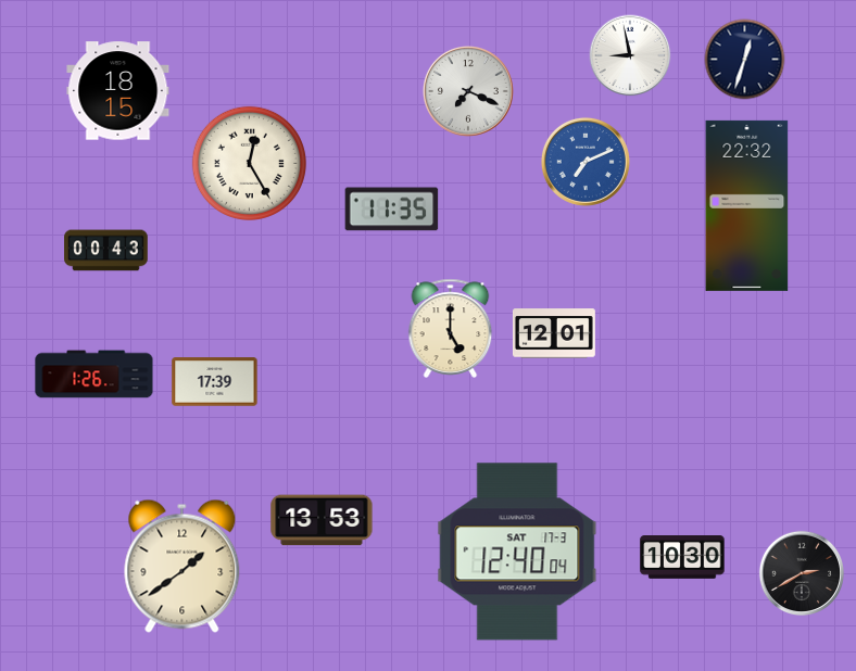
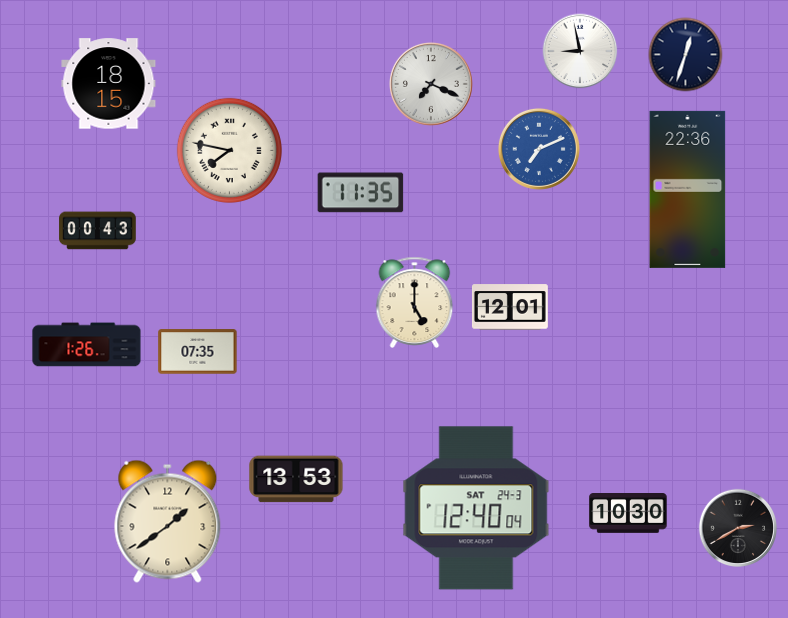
clock at (249, 163): 12:25 -> 7:47
clock at (747, 205): 22:32 -> 22:36
clock at (215, 382): 17:39 -> 07:35
clock at (517, 552) date: SAT 17-3 -> SAT 24-3
